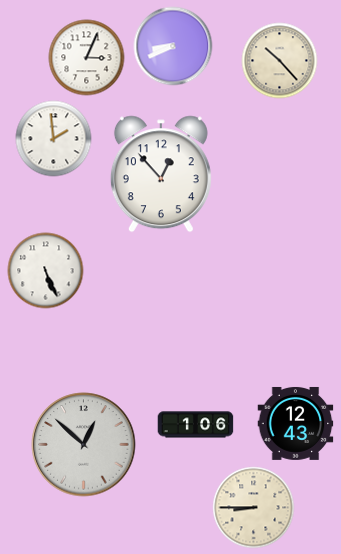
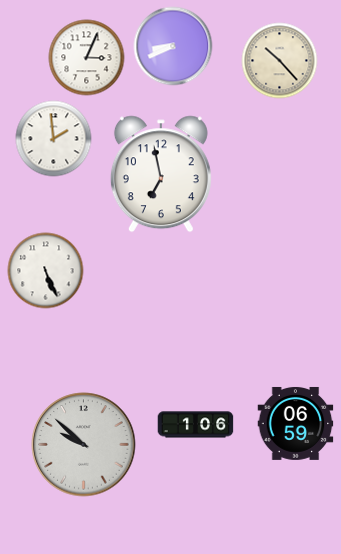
clock at (161, 174): 12:53 -> 6:58
clock at (296, 423): 12:43 -> 06:59
clock at (84, 445): 12:52 -> 9:52
clock at (254, 508): 8:45 -> none
